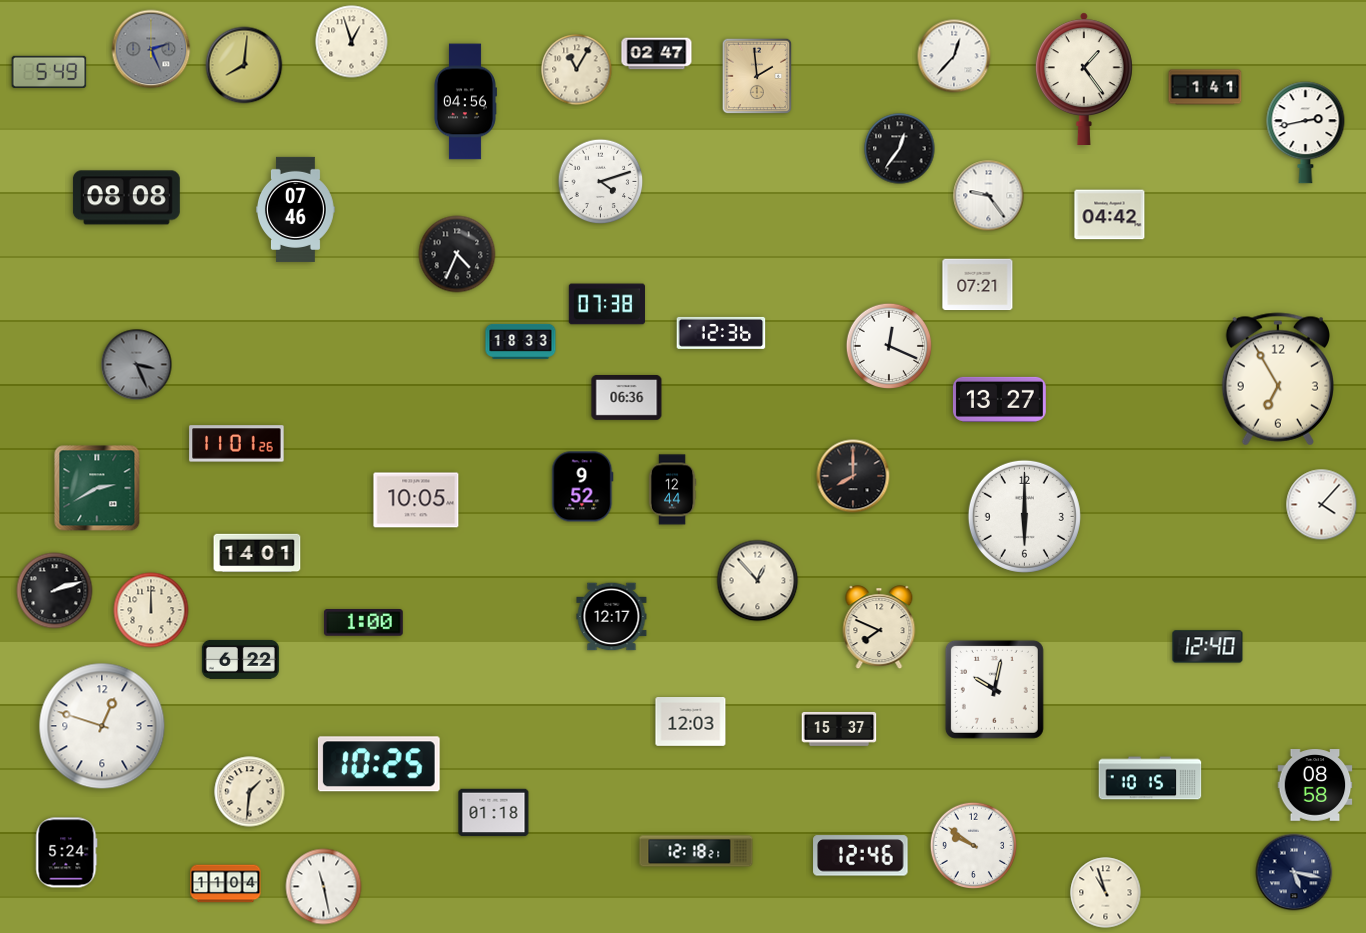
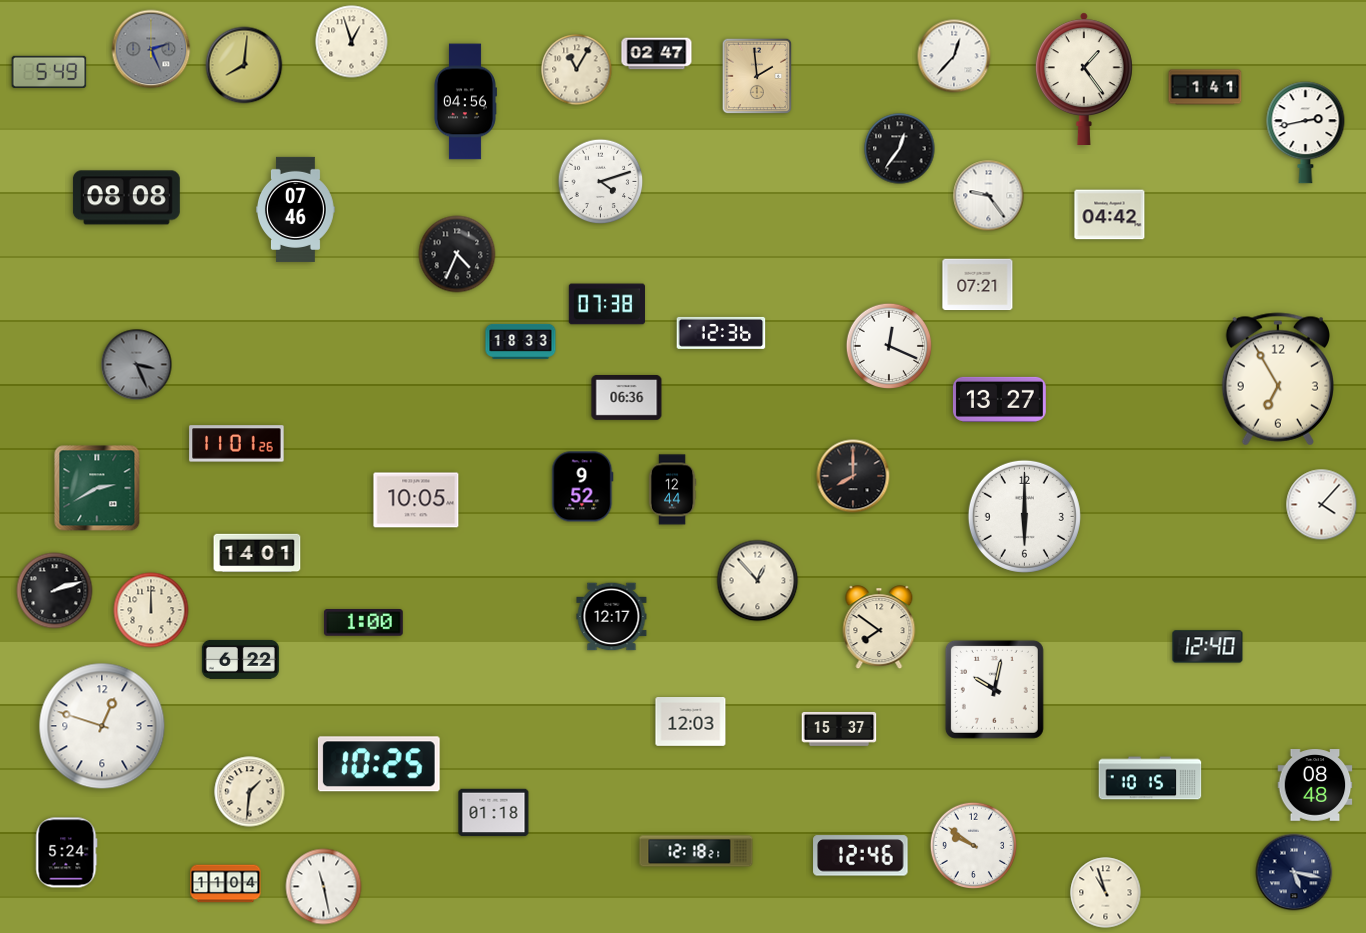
clock at (879, 628): 7:49 -> 7:51
clock at (1315, 785): 08:58 -> 08:48
